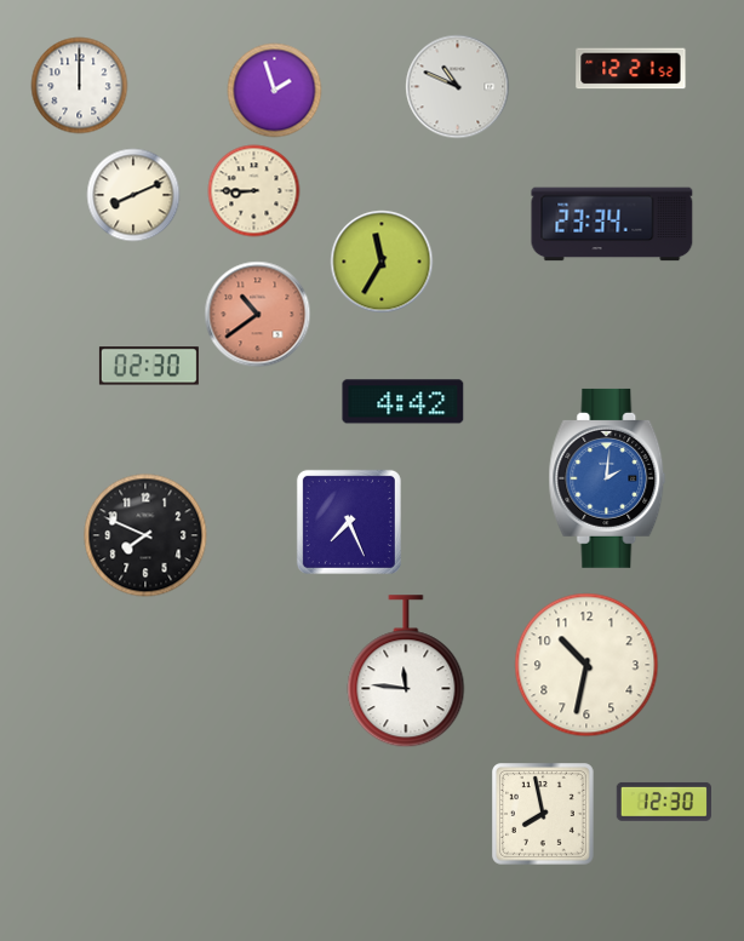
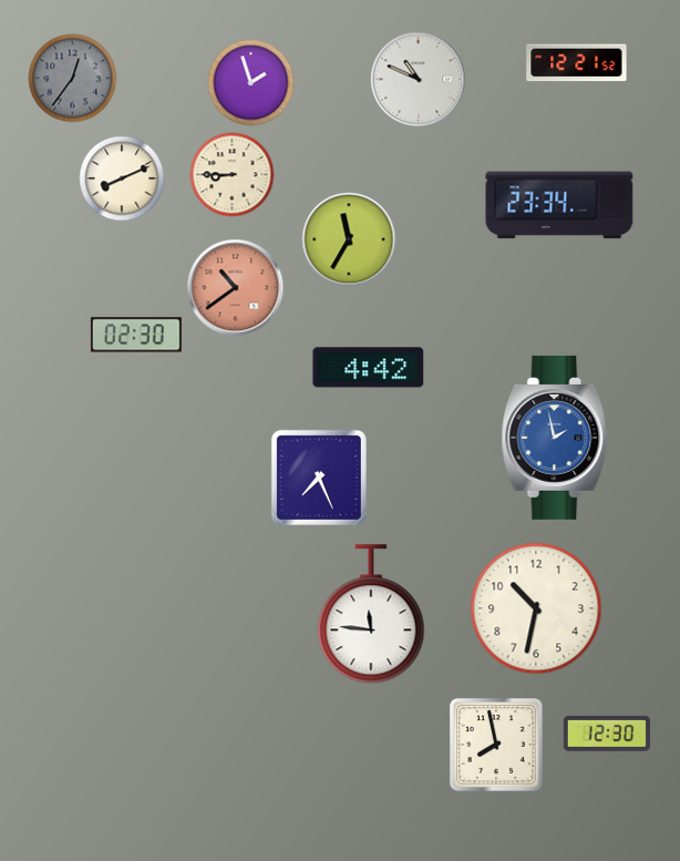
clock at (80, 86): 12:00 -> 12:36
clock at (80, 86) dial: white -> grey
clock at (607, 478): 2:01 -> 1:58
clock at (145, 535): 7:49 -> none
